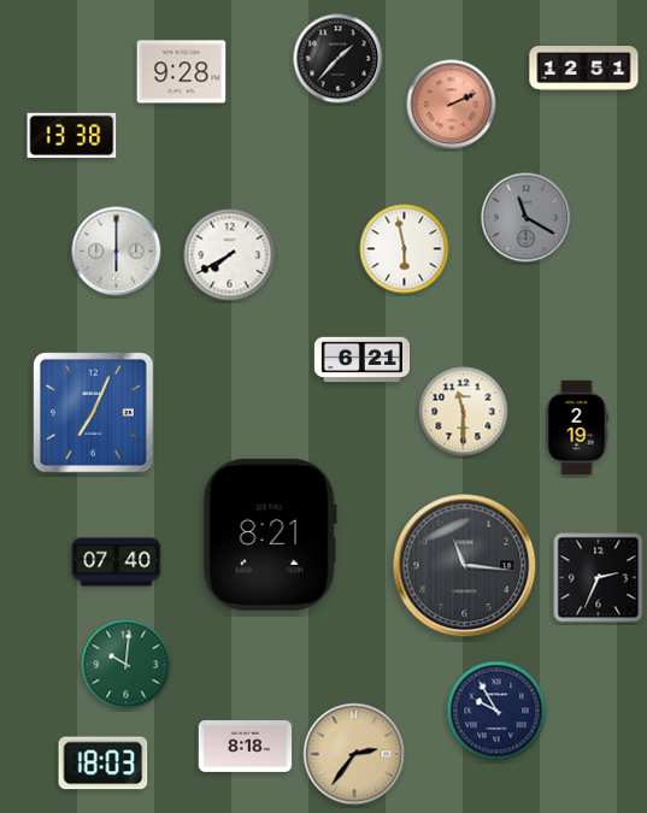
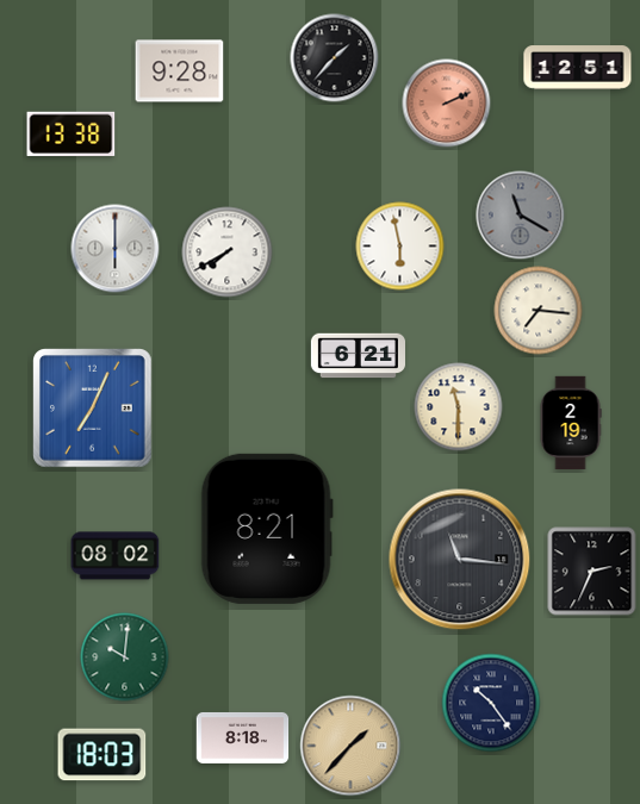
clock at (539, 311): none -> 7:16
clock at (117, 562): 07:40 -> 08:02
clock at (496, 711): 9:55 -> 10:24
clock at (354, 754): 2:36 -> 1:37
